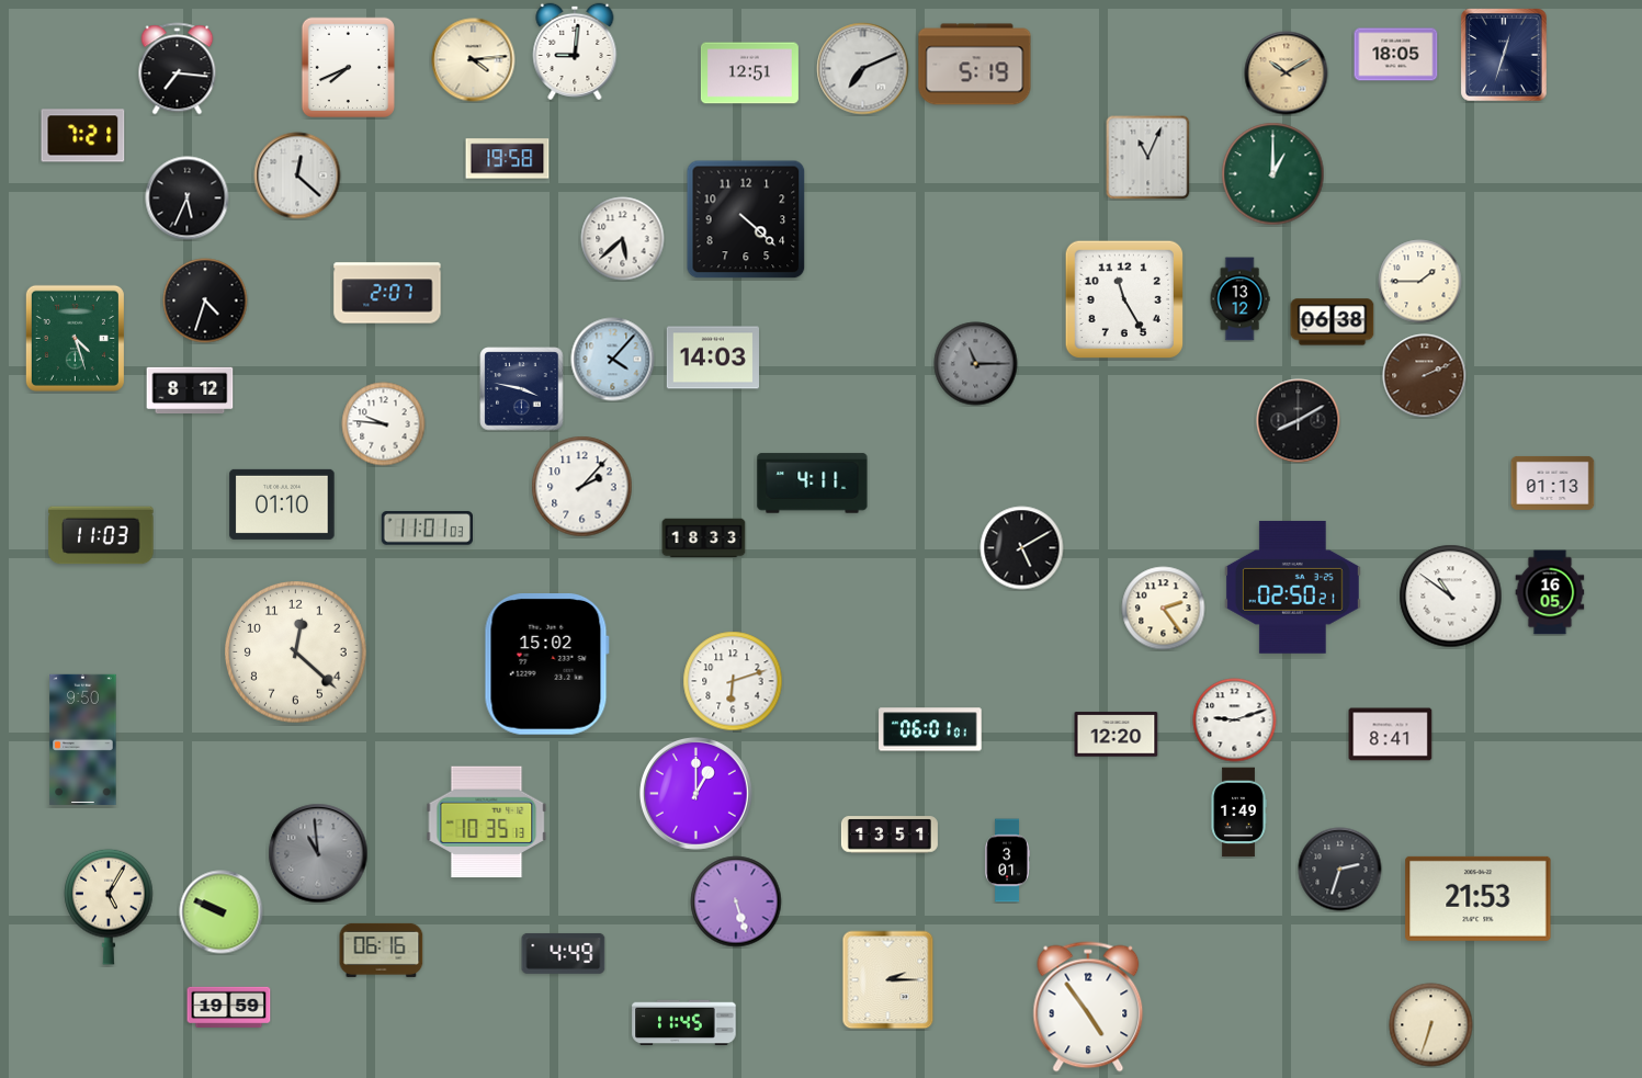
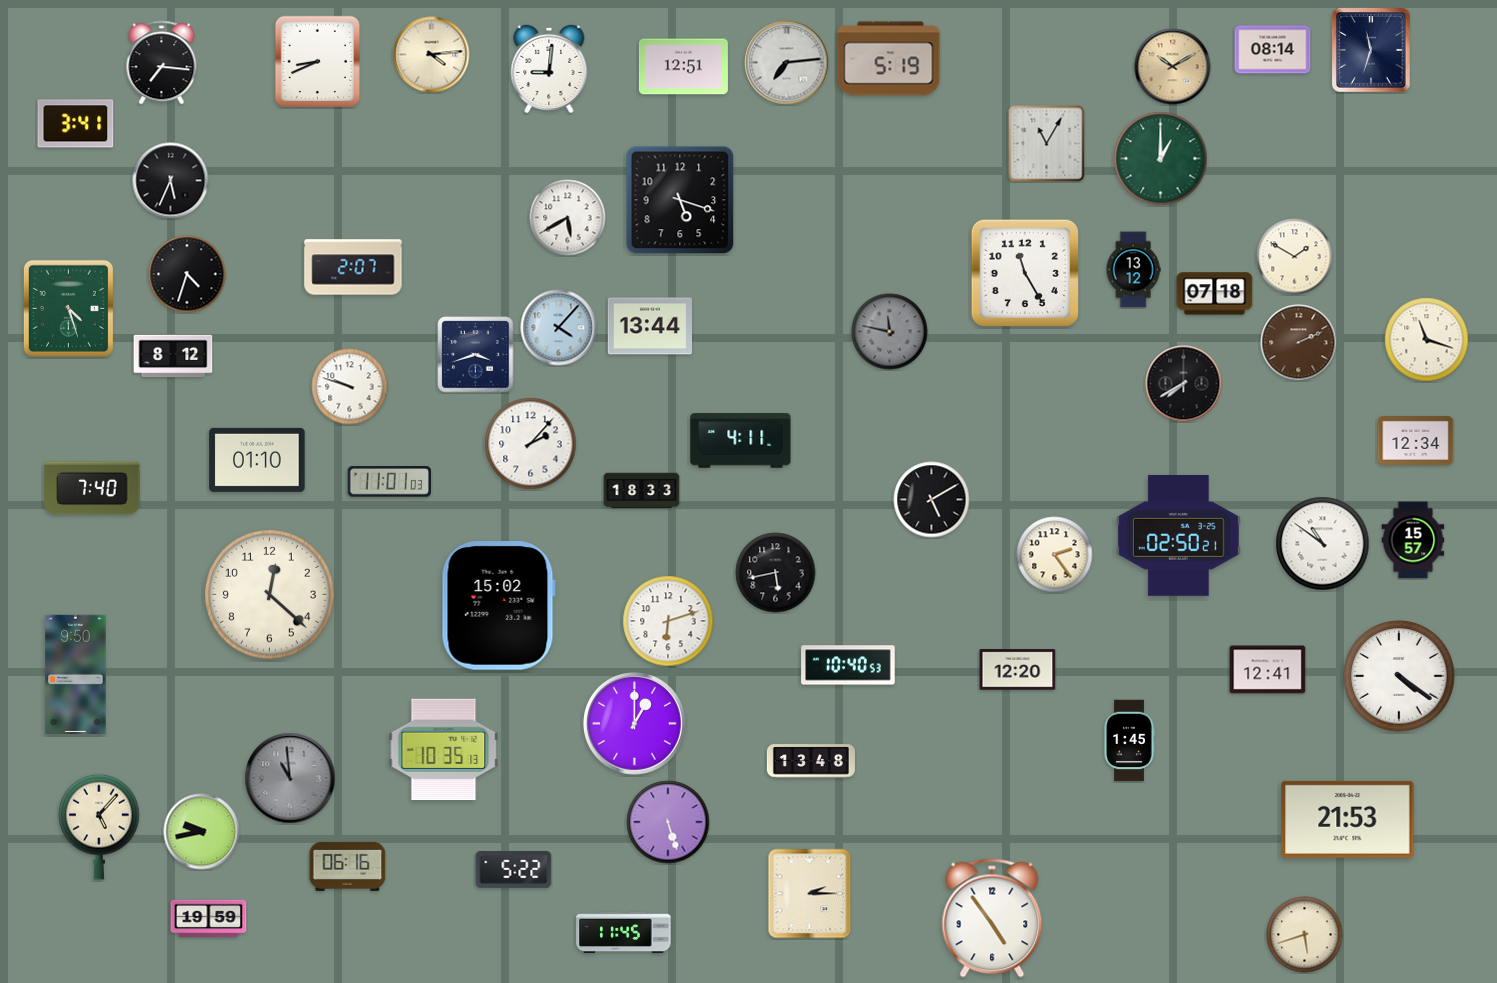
clock at (575, 52) position: (575, 52) -> (549, 69)
clock at (1396, 55): 18:05 -> 08:14
clock at (1504, 55): 12:33 -> 11:33
clock at (348, 67): 7:41 -> 8:41
clock at (863, 69): 7:11 -> 7:14
clock at (83, 136): 7:21 -> 3:41
clock at (1148, 158): 11:04 -> 11:05
clock at (508, 159): 19:58 -> none
clock at (297, 175): 12:22 -> none
clock at (746, 219): 4:22 -> 5:18
clock at (623, 239): 5:38 -> 5:40
clock at (1420, 282): 1:45 -> 1:50
clock at (1239, 299) position: (1239, 299) -> (1133, 270)
clock at (1333, 322): 06:38 -> 07:18
clock at (712, 358): 14:03 -> 13:44
clock at (976, 364): 11:15 -> 11:47
clock at (1427, 340): none -> 11:18
clock at (522, 389): 3:47 -> 3:42
clock at (1299, 421): 8:10 -> 7:40
clock at (384, 424): 9:46 -> 9:48
clock at (1553, 483): 01:13 -> 12:34
clock at (101, 535): 11:03 -> 7:40
clock at (1550, 592): 16:05 -> 15:57
clock at (1164, 609) position: (1164, 609) -> (1055, 555)
clock at (776, 573): none -> 5:43
clock at (1235, 720): 9:12 -> none
clock at (930, 729): 06:01 -> 10:40
clock at (1391, 735): 8:41 -> 12:41
clock at (1399, 676): none -> 4:21
clock at (1238, 813): 1:49 -> 1:45
clock at (890, 835): 13:51 -> 13:48
clock at (1007, 861): 3:01 -> none
clock at (1340, 870): 2:33 -> none
clock at (736, 901) position: (736, 901) -> (668, 822)
clock at (109, 907): 5:05 -> 5:07
clock at (222, 912): 9:49 -> 9:43
clock at (564, 953): 4:49 -> 5:22
clock at (1431, 1025): 6:33 -> 5:42
